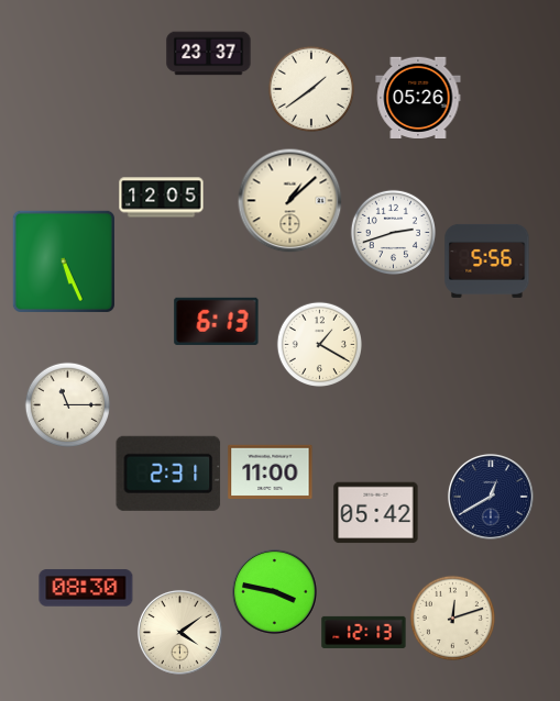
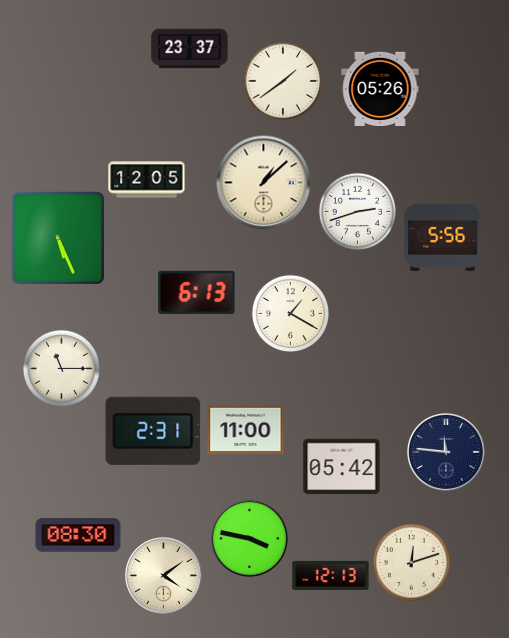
clock at (491, 497): 12:40 -> 11:46
